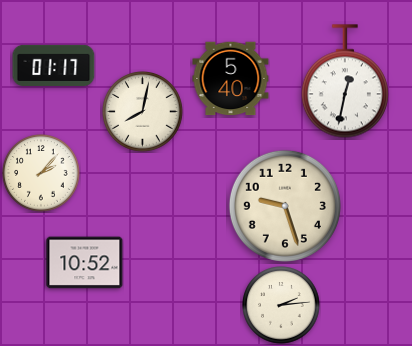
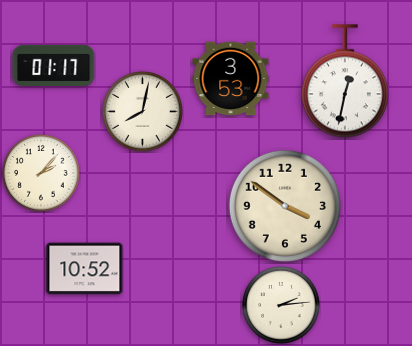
clock at (231, 79): 5:40 -> 3:53
clock at (285, 206): 9:27 -> 3:51
clock at (85, 263) position: (85, 263) -> (85, 269)
